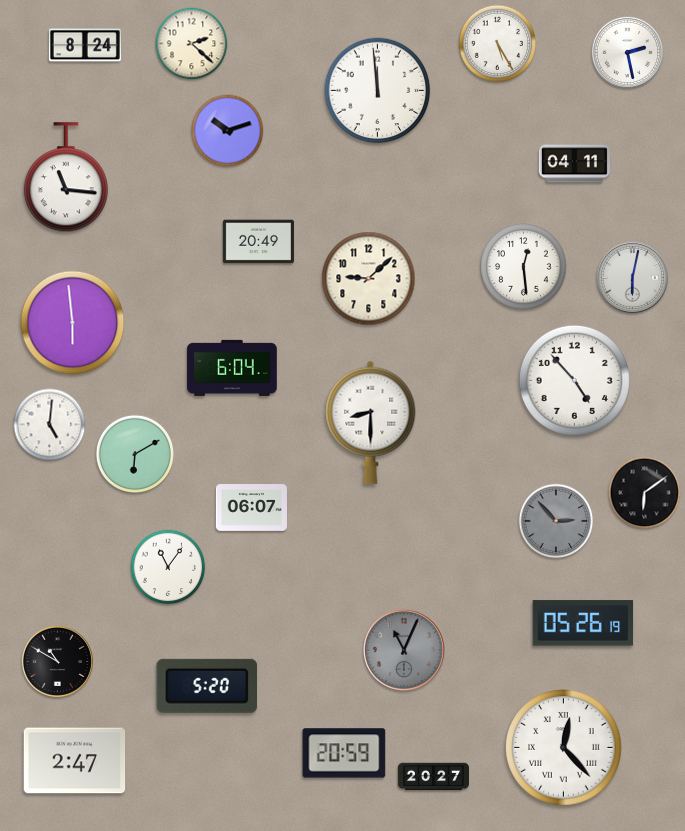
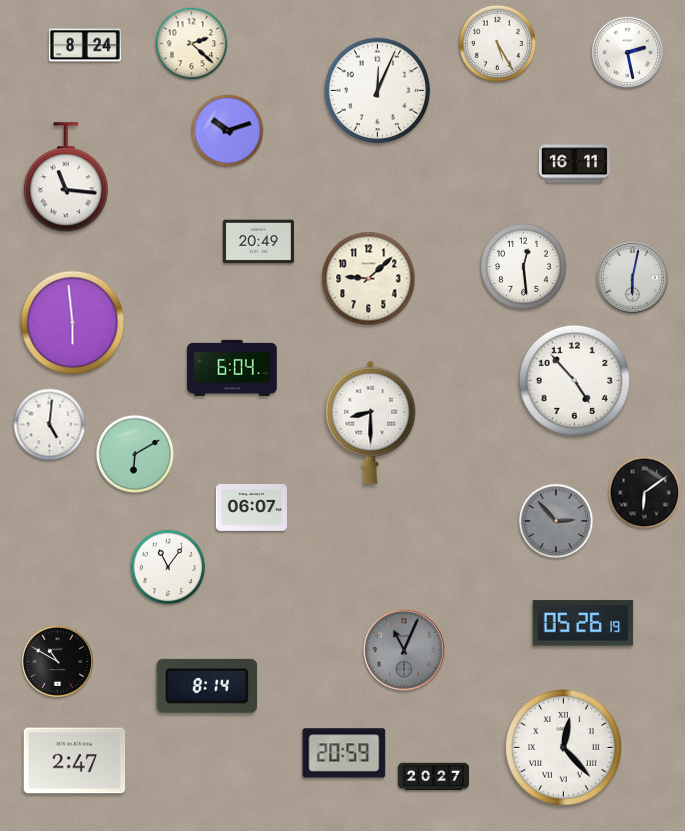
clock at (378, 91): 11:59 -> 12:04
clock at (574, 164): 04:11 -> 16:11
clock at (207, 686): 5:20 -> 8:14
